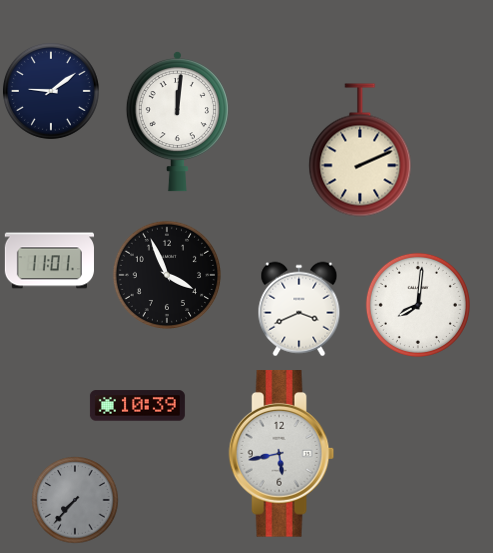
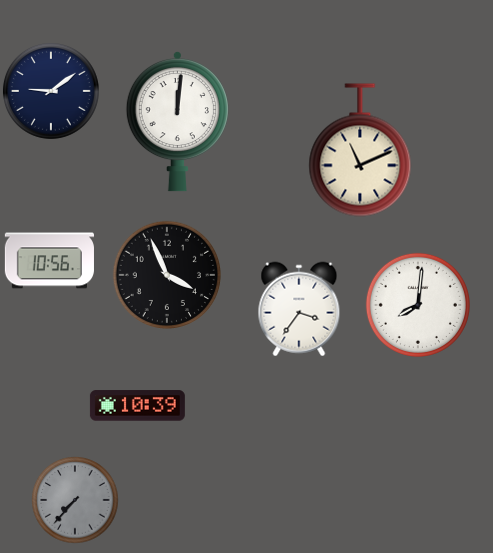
clock at (360, 150): 2:11 -> 11:11
clock at (49, 261): 11:01 -> 10:56
clock at (299, 309): 3:41 -> 3:36
clock at (282, 454): 5:43 -> none
